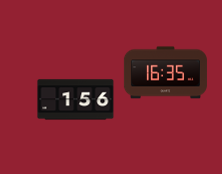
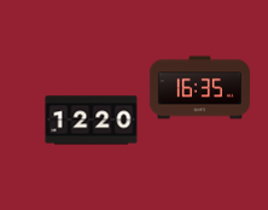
clock at (76, 100): 1:56 -> 12:20
